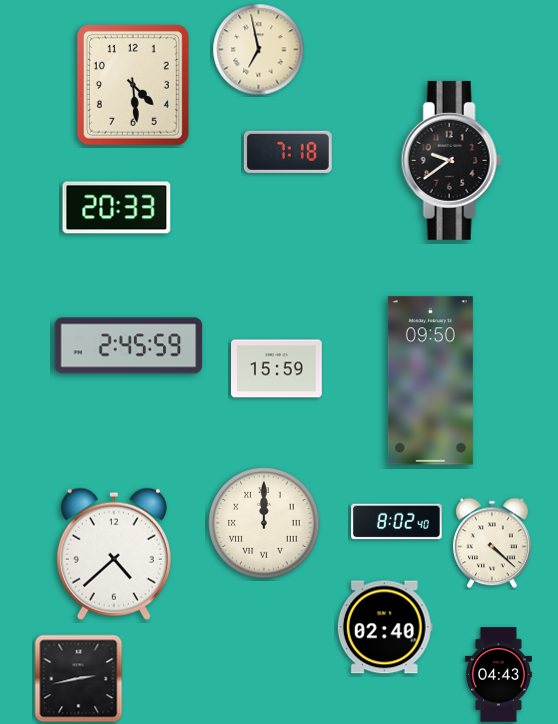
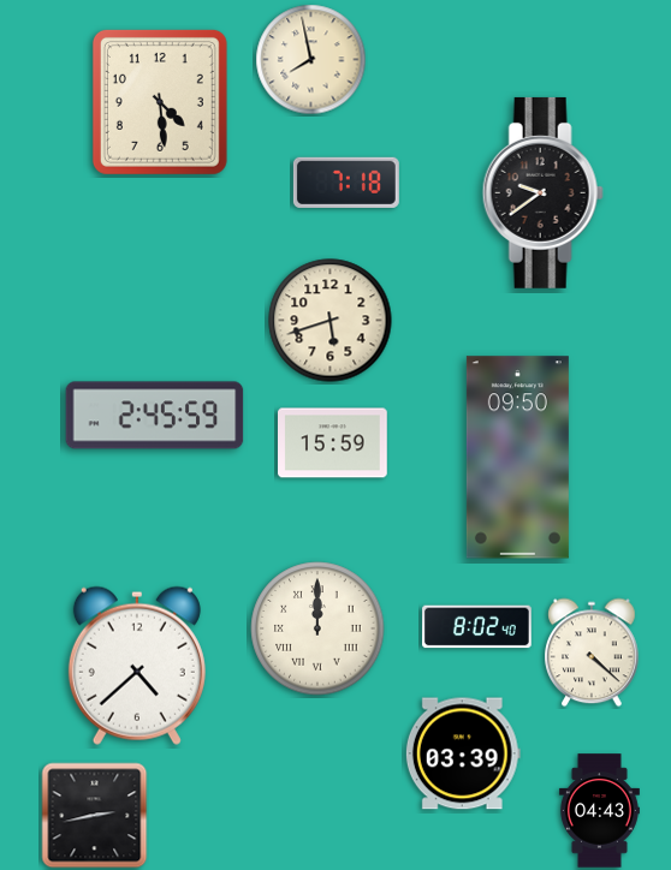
clock at (259, 50): 6:58 -> 7:58
clock at (117, 208): 20:33 -> none
clock at (331, 321): none -> 5:42
clock at (385, 627): 02:40 -> 03:39
